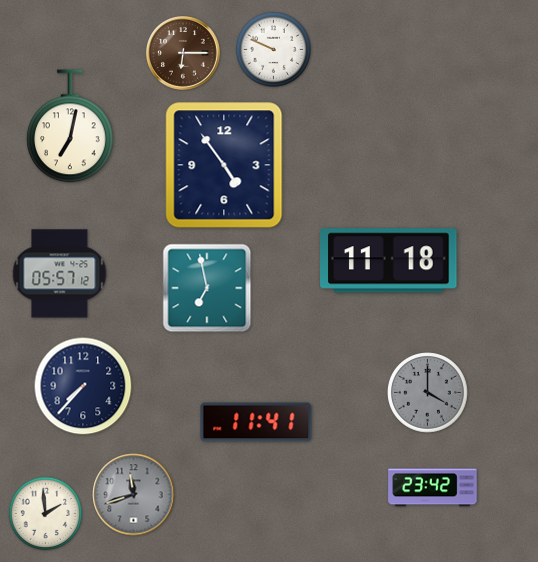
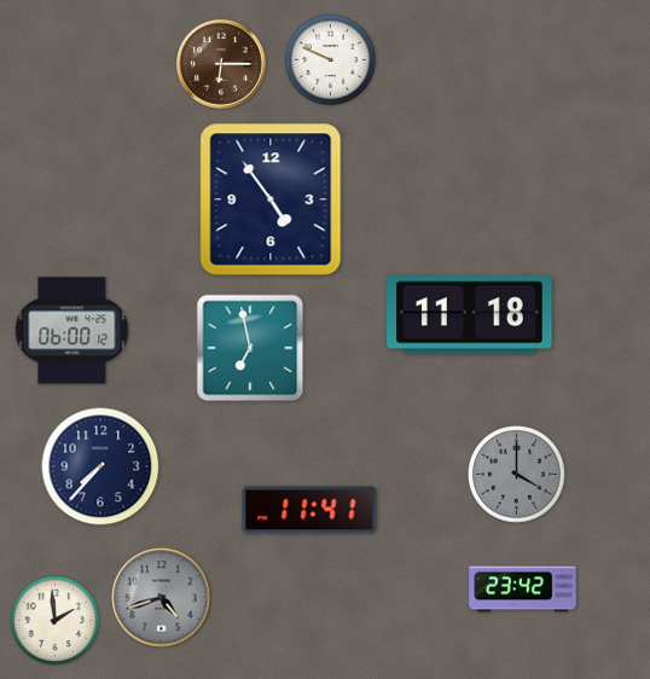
clock at (70, 126): 7:02 -> none
clock at (60, 274): 05:57 -> 06:00
clock at (134, 495): 11:42 -> 4:42
